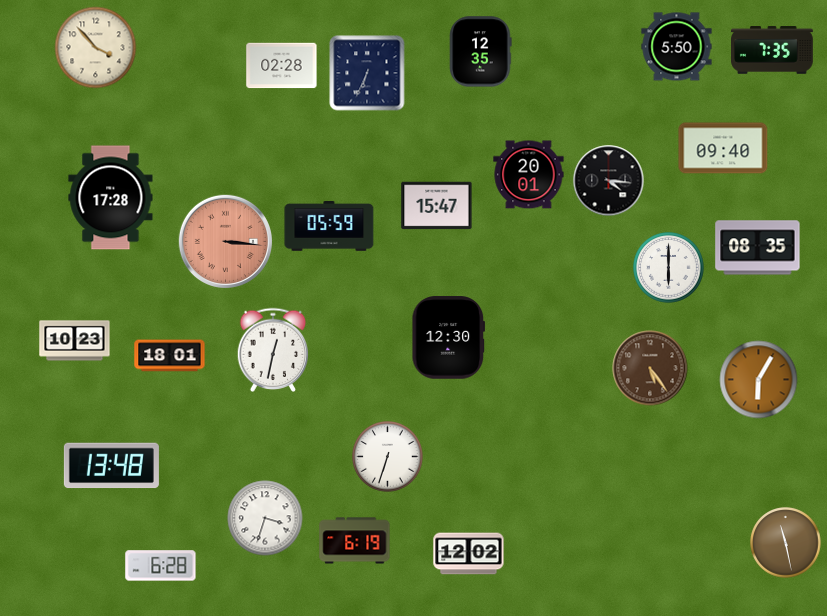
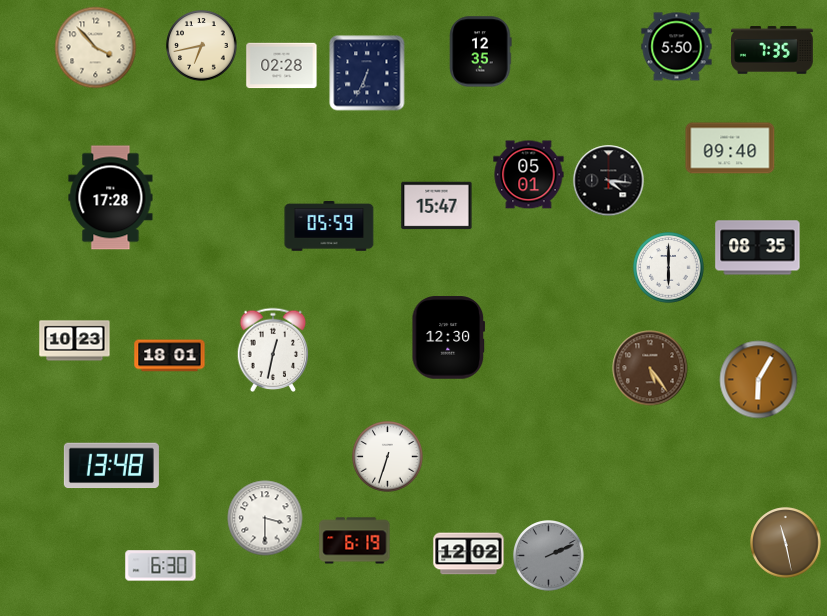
clock at (202, 46): none -> 6:43
clock at (723, 148) position: (723, 148) -> (730, 148)
clock at (529, 175): 20:01 -> 05:01
clock at (225, 241): 3:16 -> none
clock at (265, 518): 3:33 -> 3:30
clock at (549, 556): none -> 2:11
clock at (161, 566): 6:28 -> 6:30
